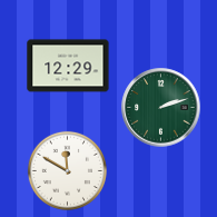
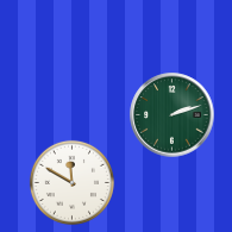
clock at (68, 66): 12:29 -> none
